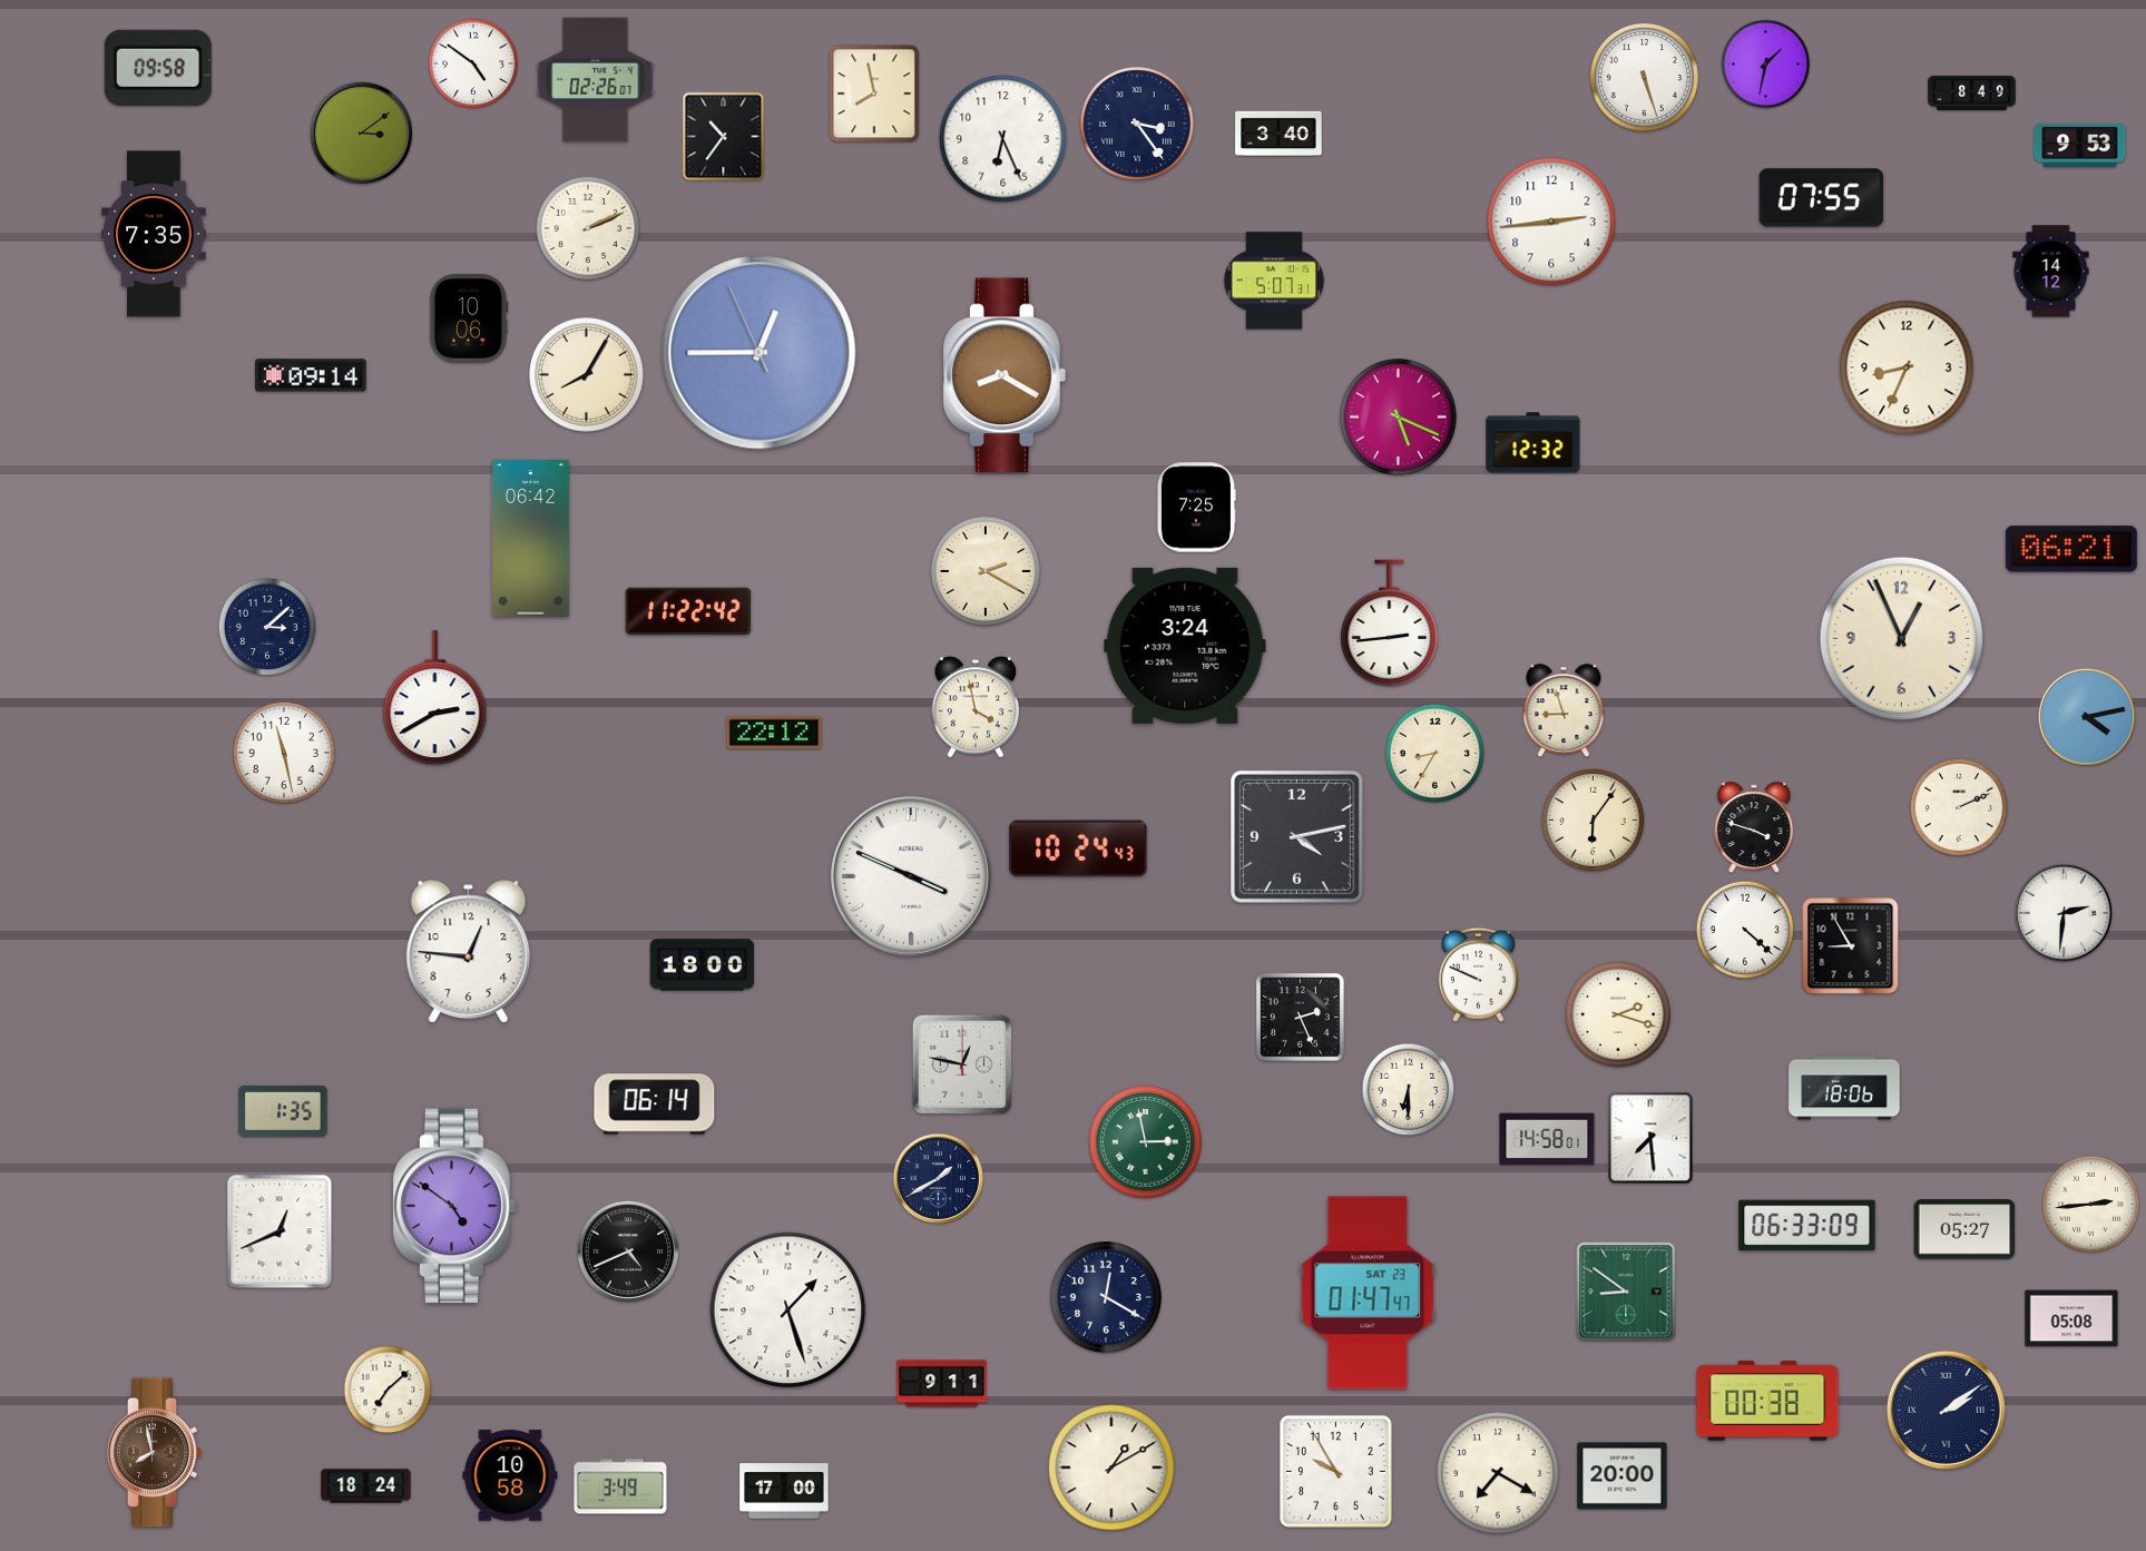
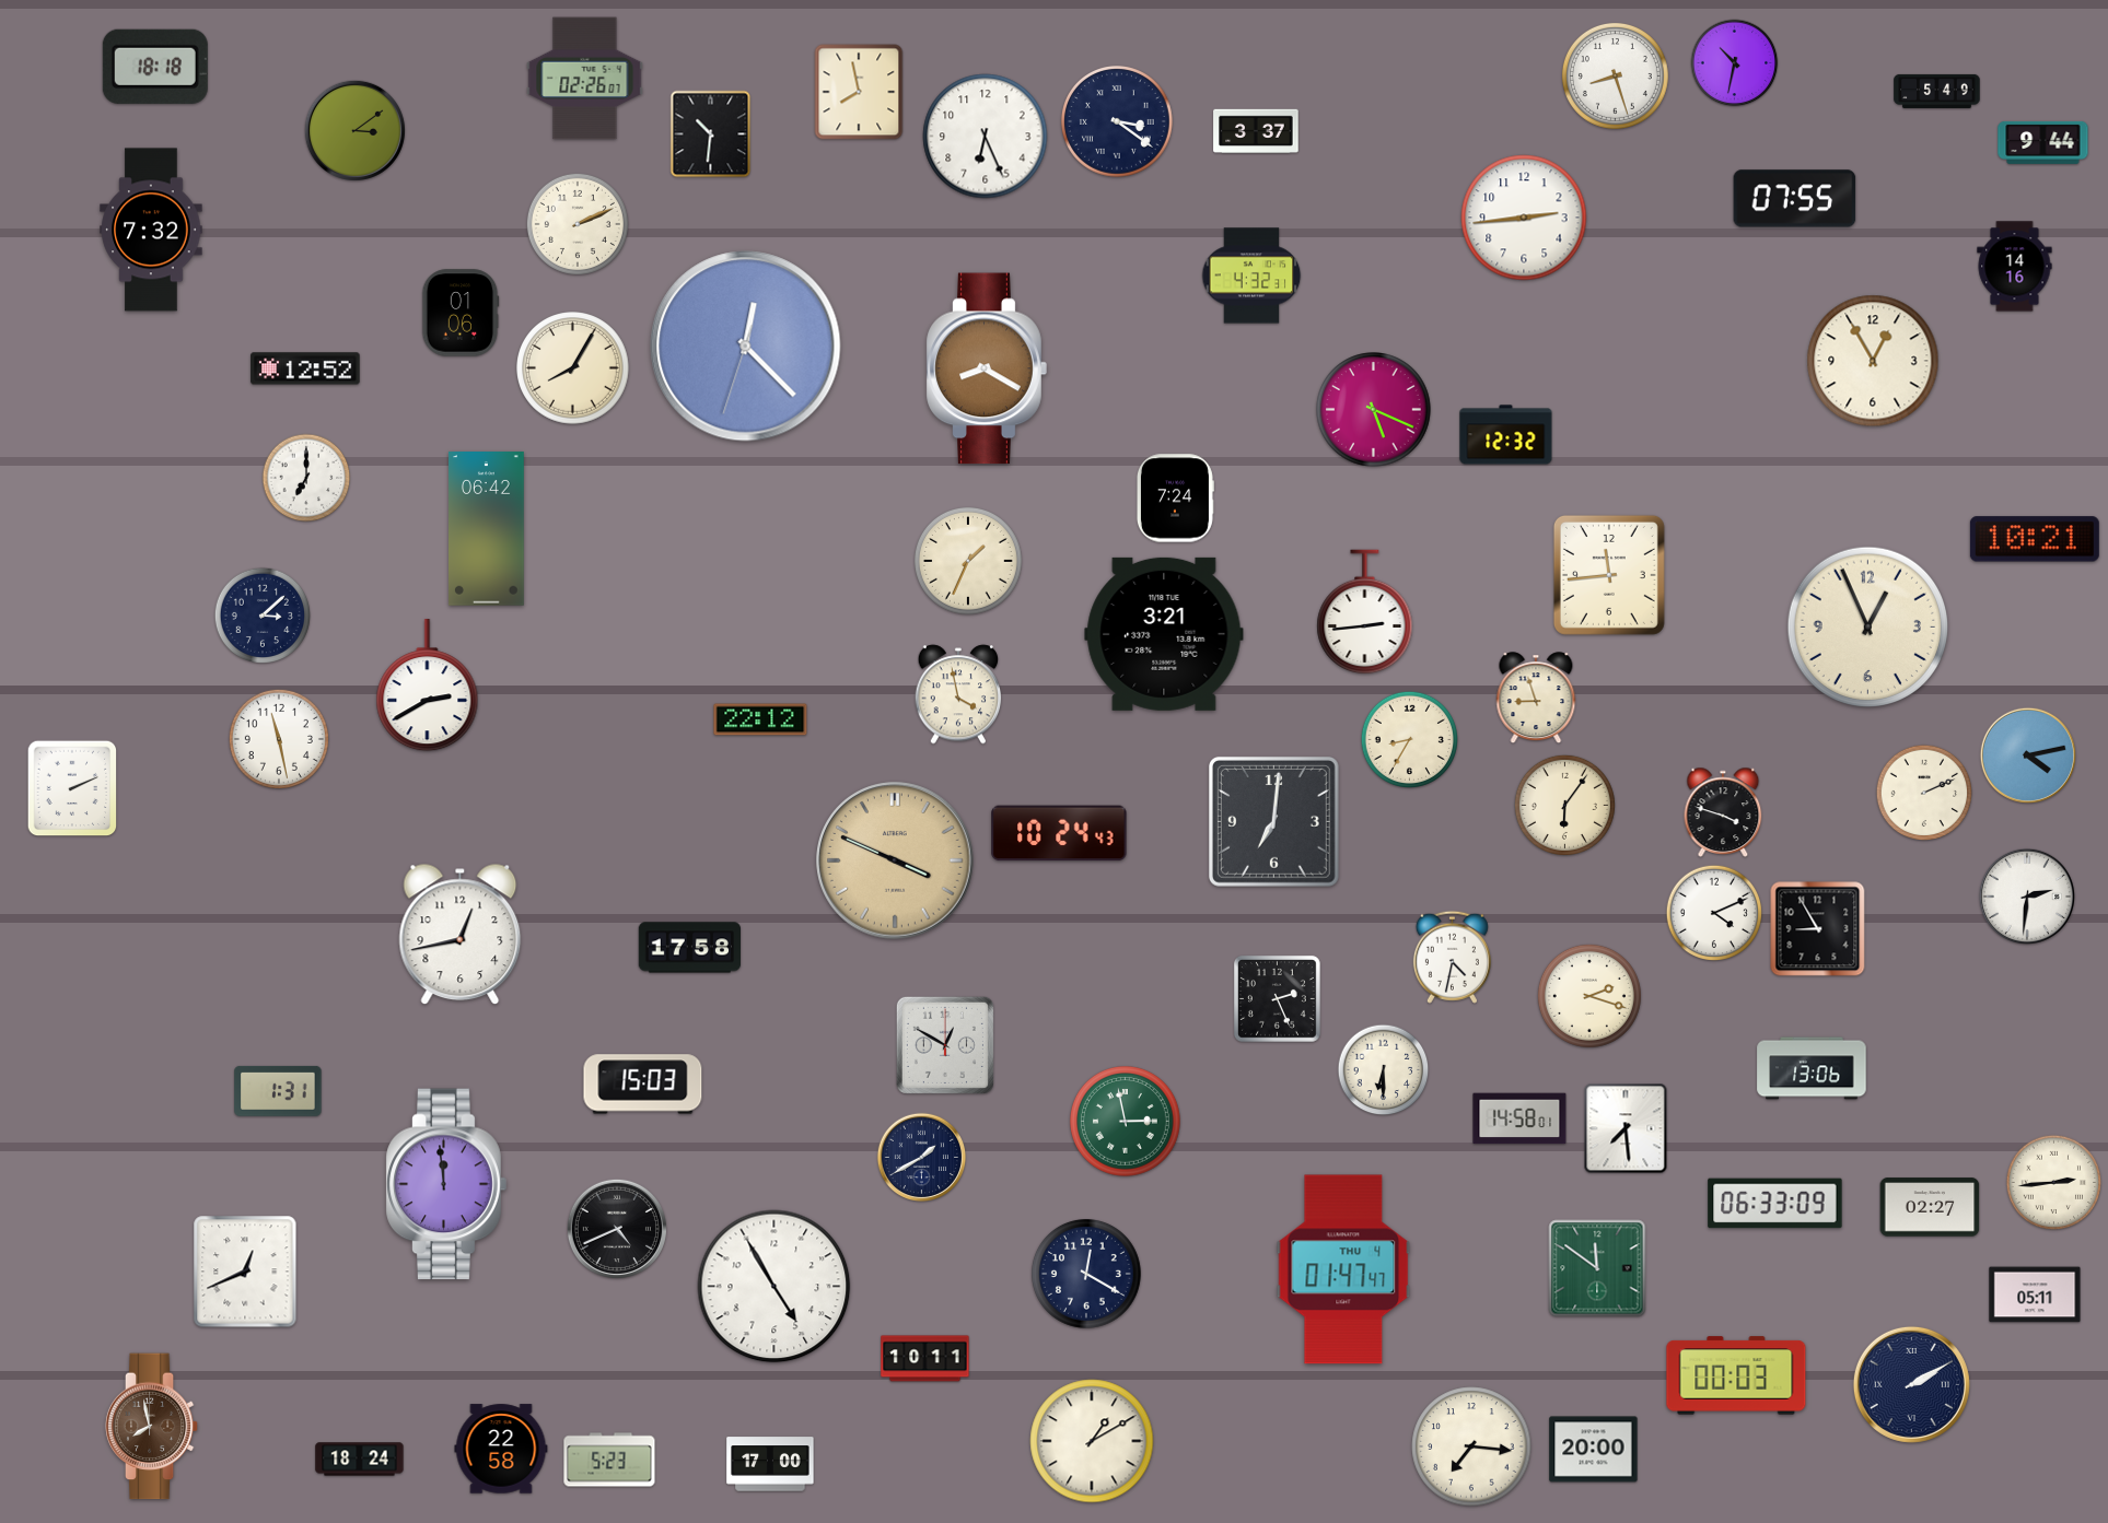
clock at (473, 63): 4:51 -> none
clock at (1766, 65): 1:32 -> 10:32
clock at (158, 68): 09:58 -> 18:18
clock at (1644, 77): 5:27 -> 8:27
clock at (1972, 92): 8:49 -> 5:49
clock at (1138, 125): 3:24 -> 3:21
clock at (1278, 134): 3:40 -> 3:37
clock at (724, 137): 10:36 -> 10:31
clock at (2080, 145): 9:53 -> 9:44
clock at (1822, 198) position: (1822, 198) -> (1795, 199)
clock at (154, 234): 7:35 -> 7:32
clock at (2051, 272): 14:12 -> 14:16
clock at (1274, 281): 5:07 -> 4:32
clock at (469, 318): 10:06 -> 01:06
clock at (760, 353): 12:44 -> 12:22
clock at (1907, 367): 8:34 -> 12:55
clock at (311, 375): 09:14 -> 12:52
clock at (587, 375) position: (587, 375) -> (573, 368)
clock at (306, 478): none -> 7:00
clock at (1196, 508): 7:25 -> 7:24
clock at (531, 539) position: (531, 539) -> (487, 529)
clock at (2071, 549): 06:21 -> 10:21
clock at (986, 571): 2:20 -> 1:34
clock at (1609, 575): none -> 11:44
clock at (688, 611): 11:22 -> none
clock at (1185, 646): 3:24 -> 3:21
clock at (2086, 716) position: (2086, 716) -> (2027, 754)
clock at (72, 788): none -> 2:11
clock at (1296, 836): 4:13 -> 7:01
clock at (912, 877) dial: white -> champagne
clock at (1745, 930): 4:22 -> 4:11
clock at (469, 952): 12:46 -> 12:43
clock at (702, 965): 18:00 -> 17:58
clock at (1478, 974): 9:49 -> 4:32
clock at (962, 1064): 12:47 -> 12:50
clock at (1844, 1088): 18:06 -> 13:06
clock at (655, 1105): 06:14 -> 15:03
clock at (283, 1111): 1:35 -> 1:31
clock at (1650, 1138) position: (1650, 1138) -> (1626, 1128)
clock at (454, 1206): 4:51 -> 11:59
clock at (1964, 1229): 05:27 -> 02:27
clock at (280, 1231) position: (280, 1231) -> (245, 1272)
clock at (1626, 1292): 8:51 -> 11:51
clock at (1368, 1293) date: SAT 23 -> THU 4
clock at (788, 1311): 1:27 -> 4:55
clock at (2071, 1318): 05:08 -> 05:11
clock at (942, 1384): 9:11 -> 10:11
clock at (388, 1390): 7:08 -> none
clock at (1767, 1401): 00:38 -> 00:03
clock at (1946, 1410): 2:09 -> 2:10
clock at (1335, 1471): 9:55 -> none
clock at (1498, 1473): 7:20 -> 7:16
clock at (510, 1475): 10:58 -> 22:58
clock at (620, 1486): 3:49 -> 5:23
